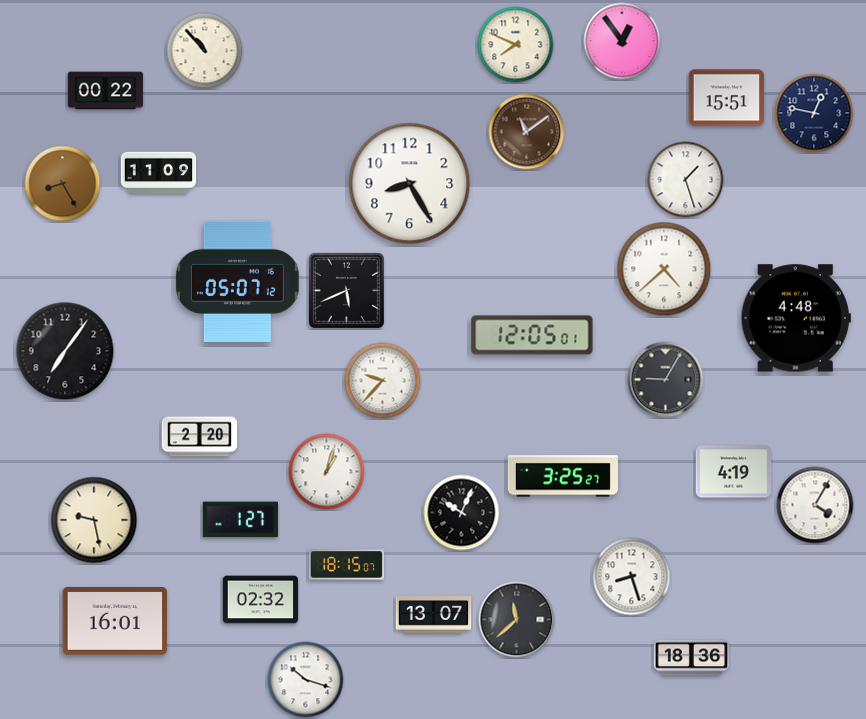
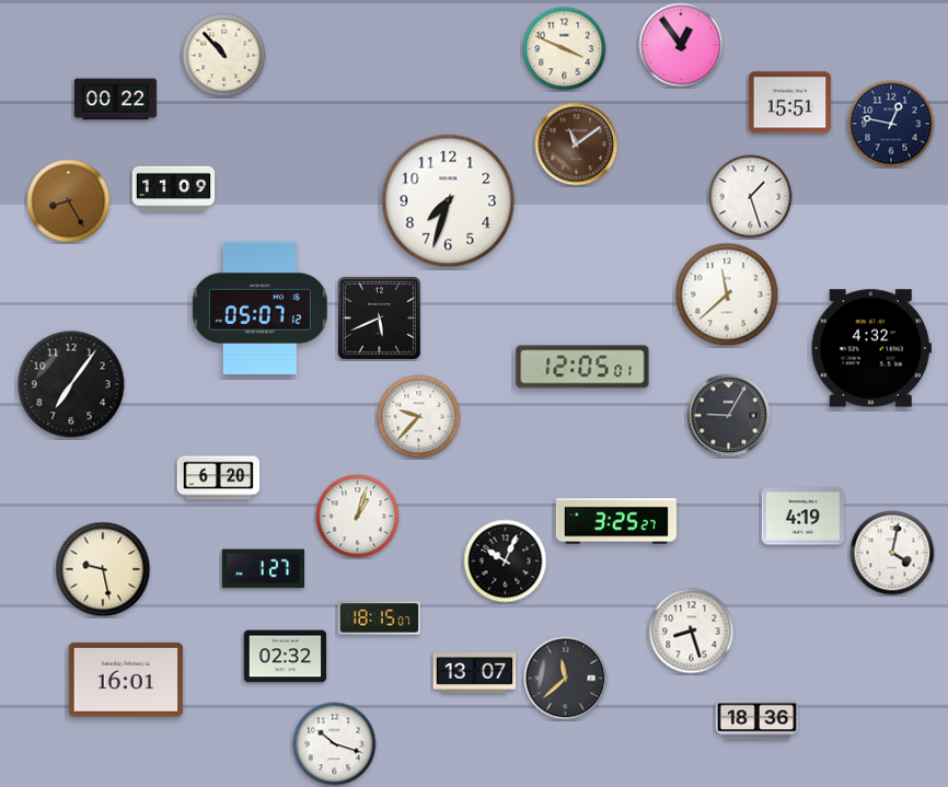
clock at (516, 45): 7:49 -> 3:49
clock at (727, 98) position: (727, 98) -> (790, 103)
clock at (410, 184): 8:25 -> 7:33
clock at (664, 269): 4:38 -> 11:38
clock at (796, 318): 4:48 -> 4:32
clock at (200, 437): 2:20 -> 6:20
clock at (815, 505): 4:05 -> 4:02
